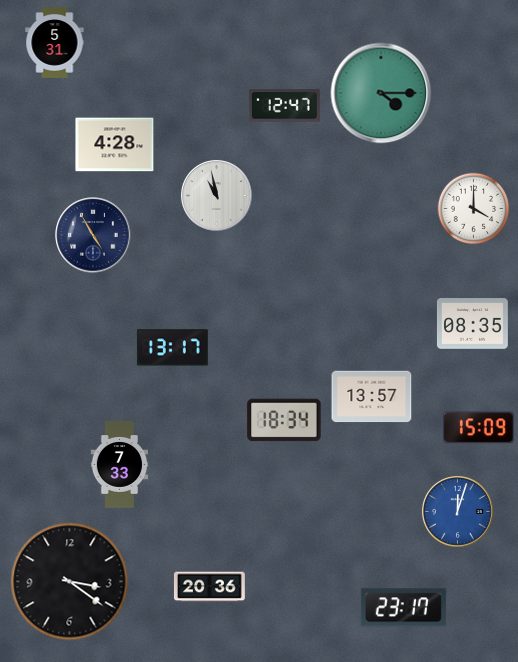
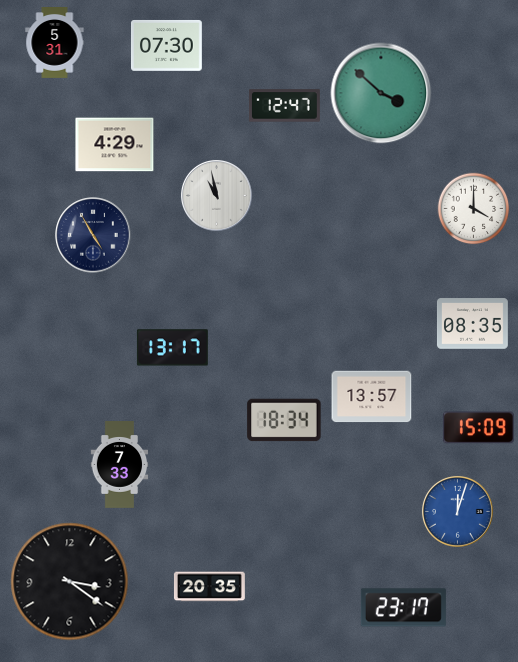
clock at (166, 45): none -> 07:30
clock at (381, 93): 4:15 -> 3:52
clock at (115, 145): 4:28 -> 4:29
clock at (209, 587): 20:36 -> 20:35
